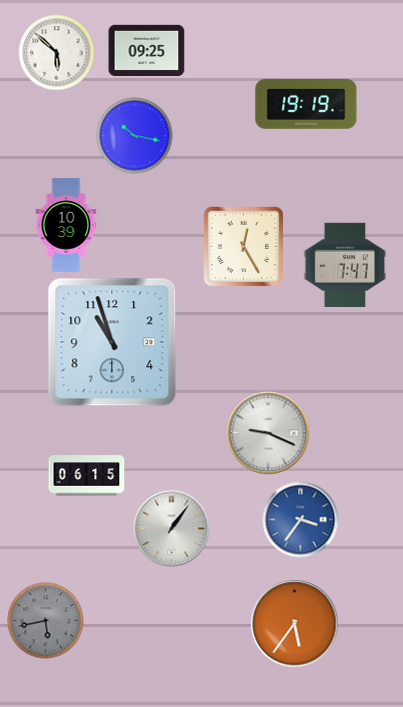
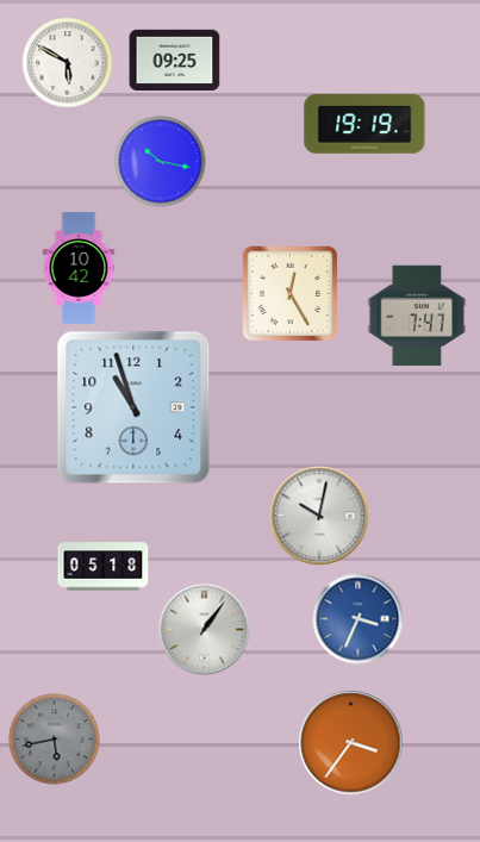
clock at (57, 53): 5:52 -> 5:50
clock at (66, 225): 10:39 -> 10:42
clock at (345, 264) position: (345, 264) -> (417, 314)
clock at (268, 433): 9:19 -> 10:02
clock at (87, 476): 06:15 -> 05:18
clock at (301, 520): 3:36 -> 3:34
clock at (295, 624): 5:36 -> 3:36
